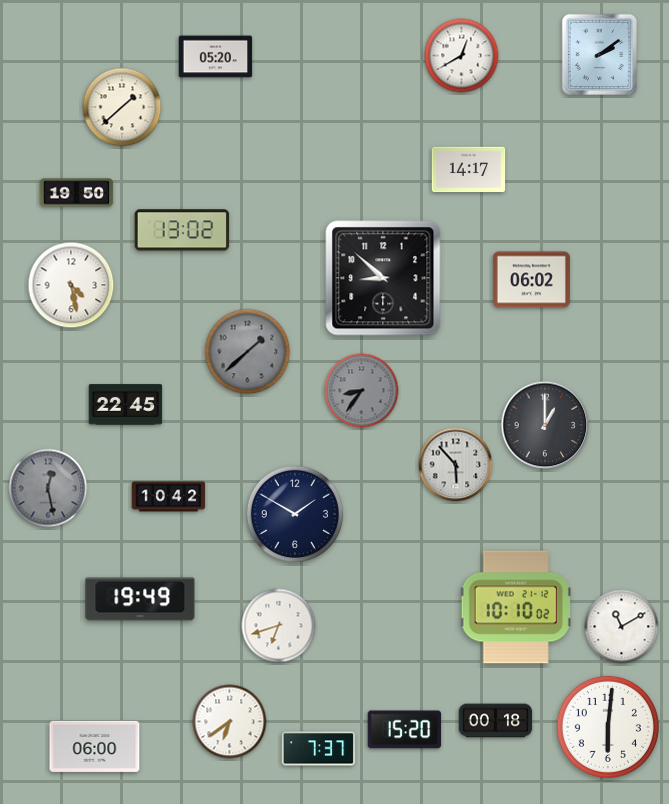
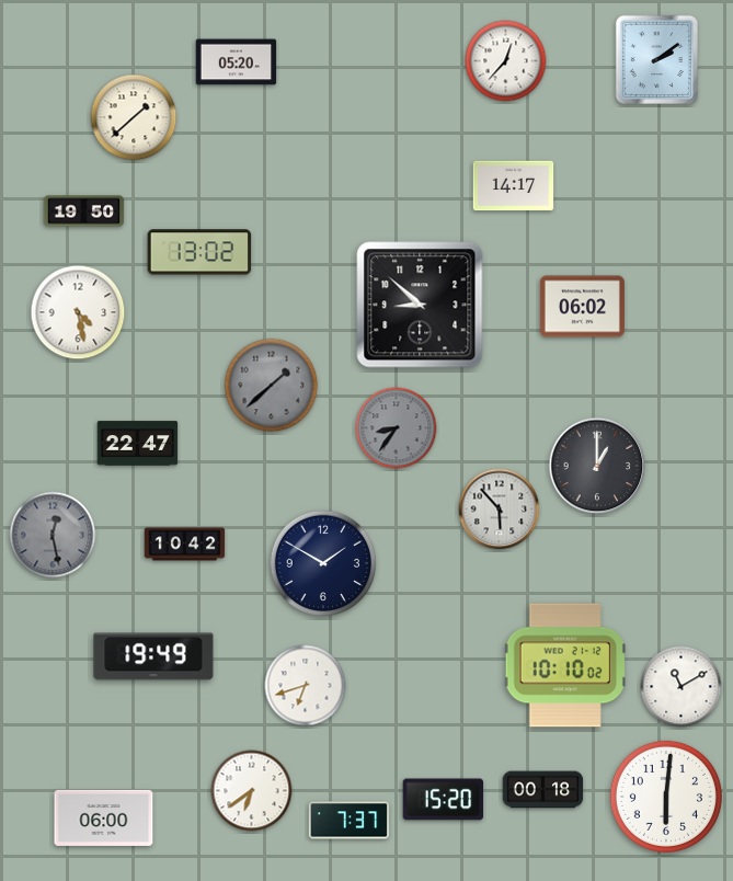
clock at (462, 56): 12:40 -> 12:37
clock at (126, 405): 22:45 -> 22:47
